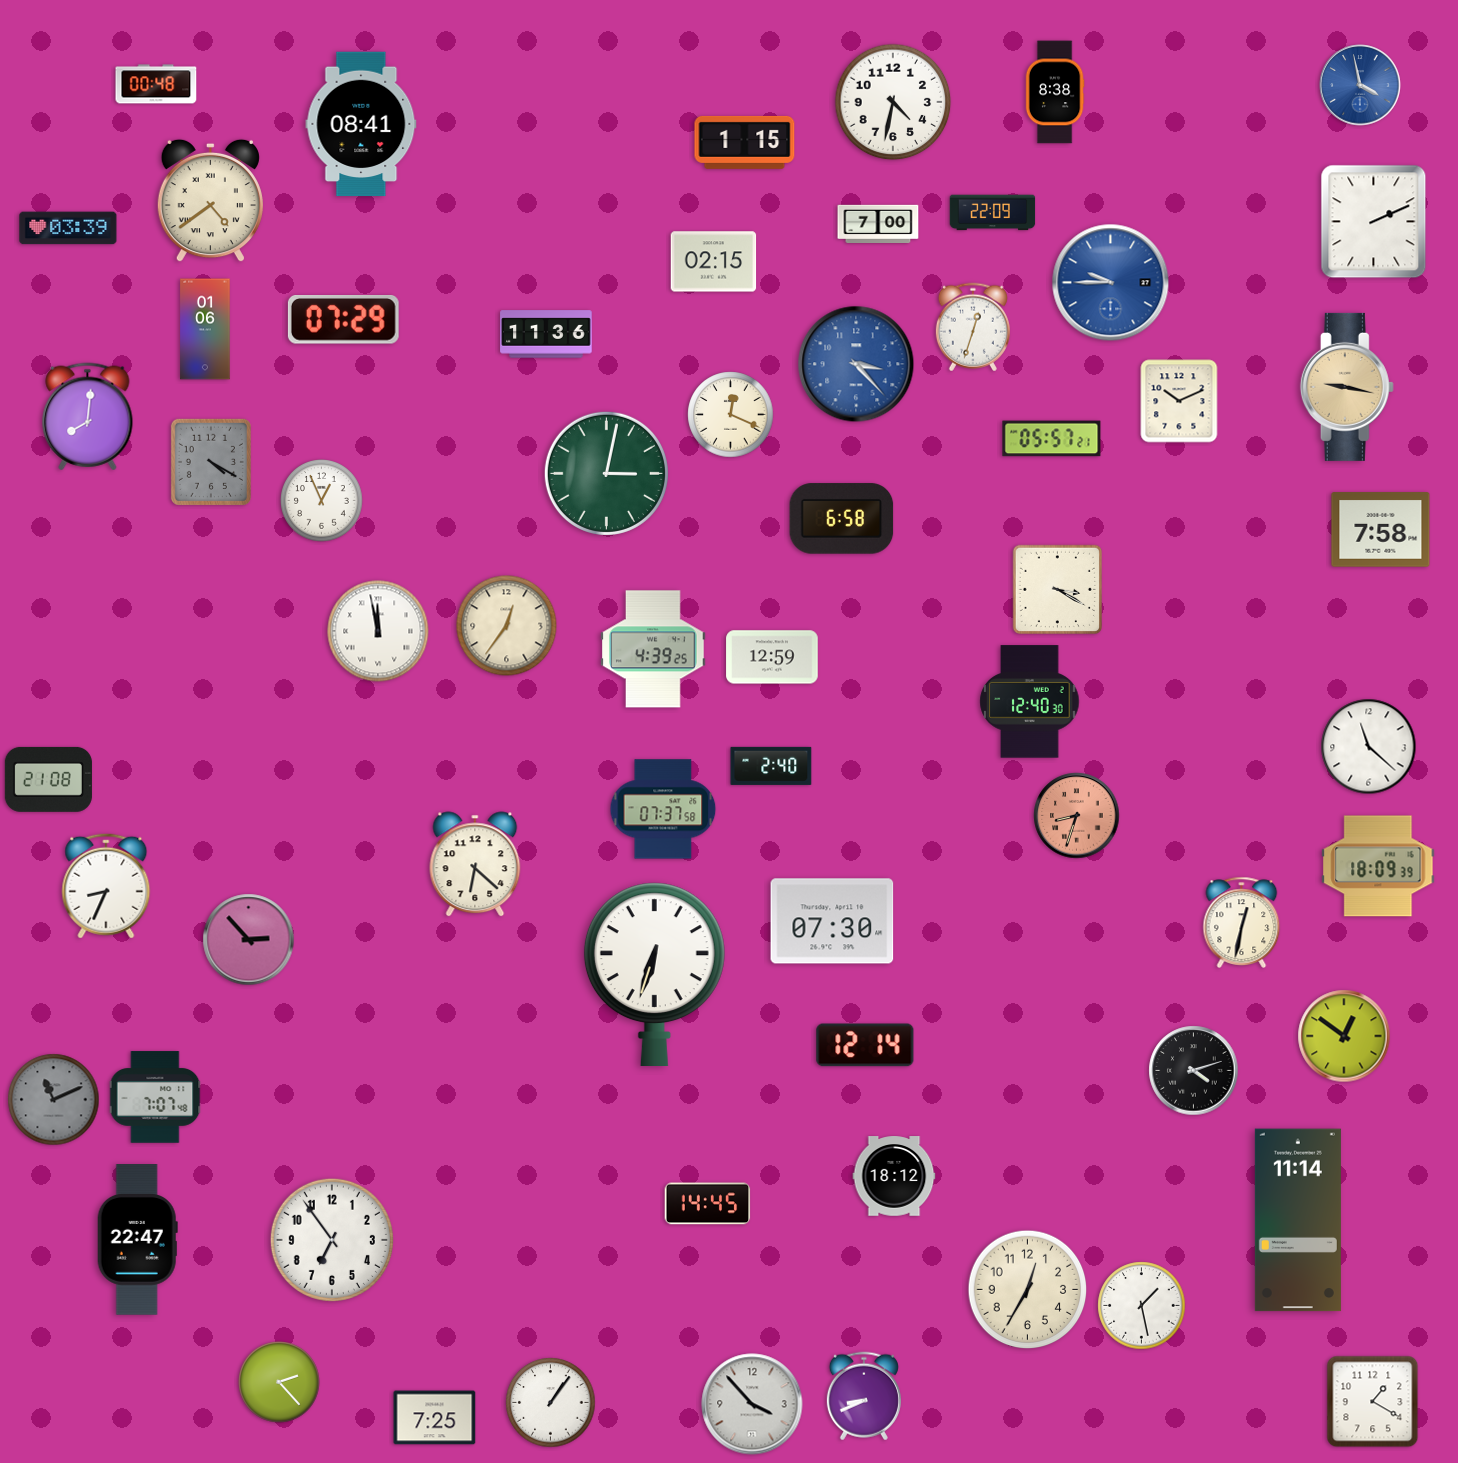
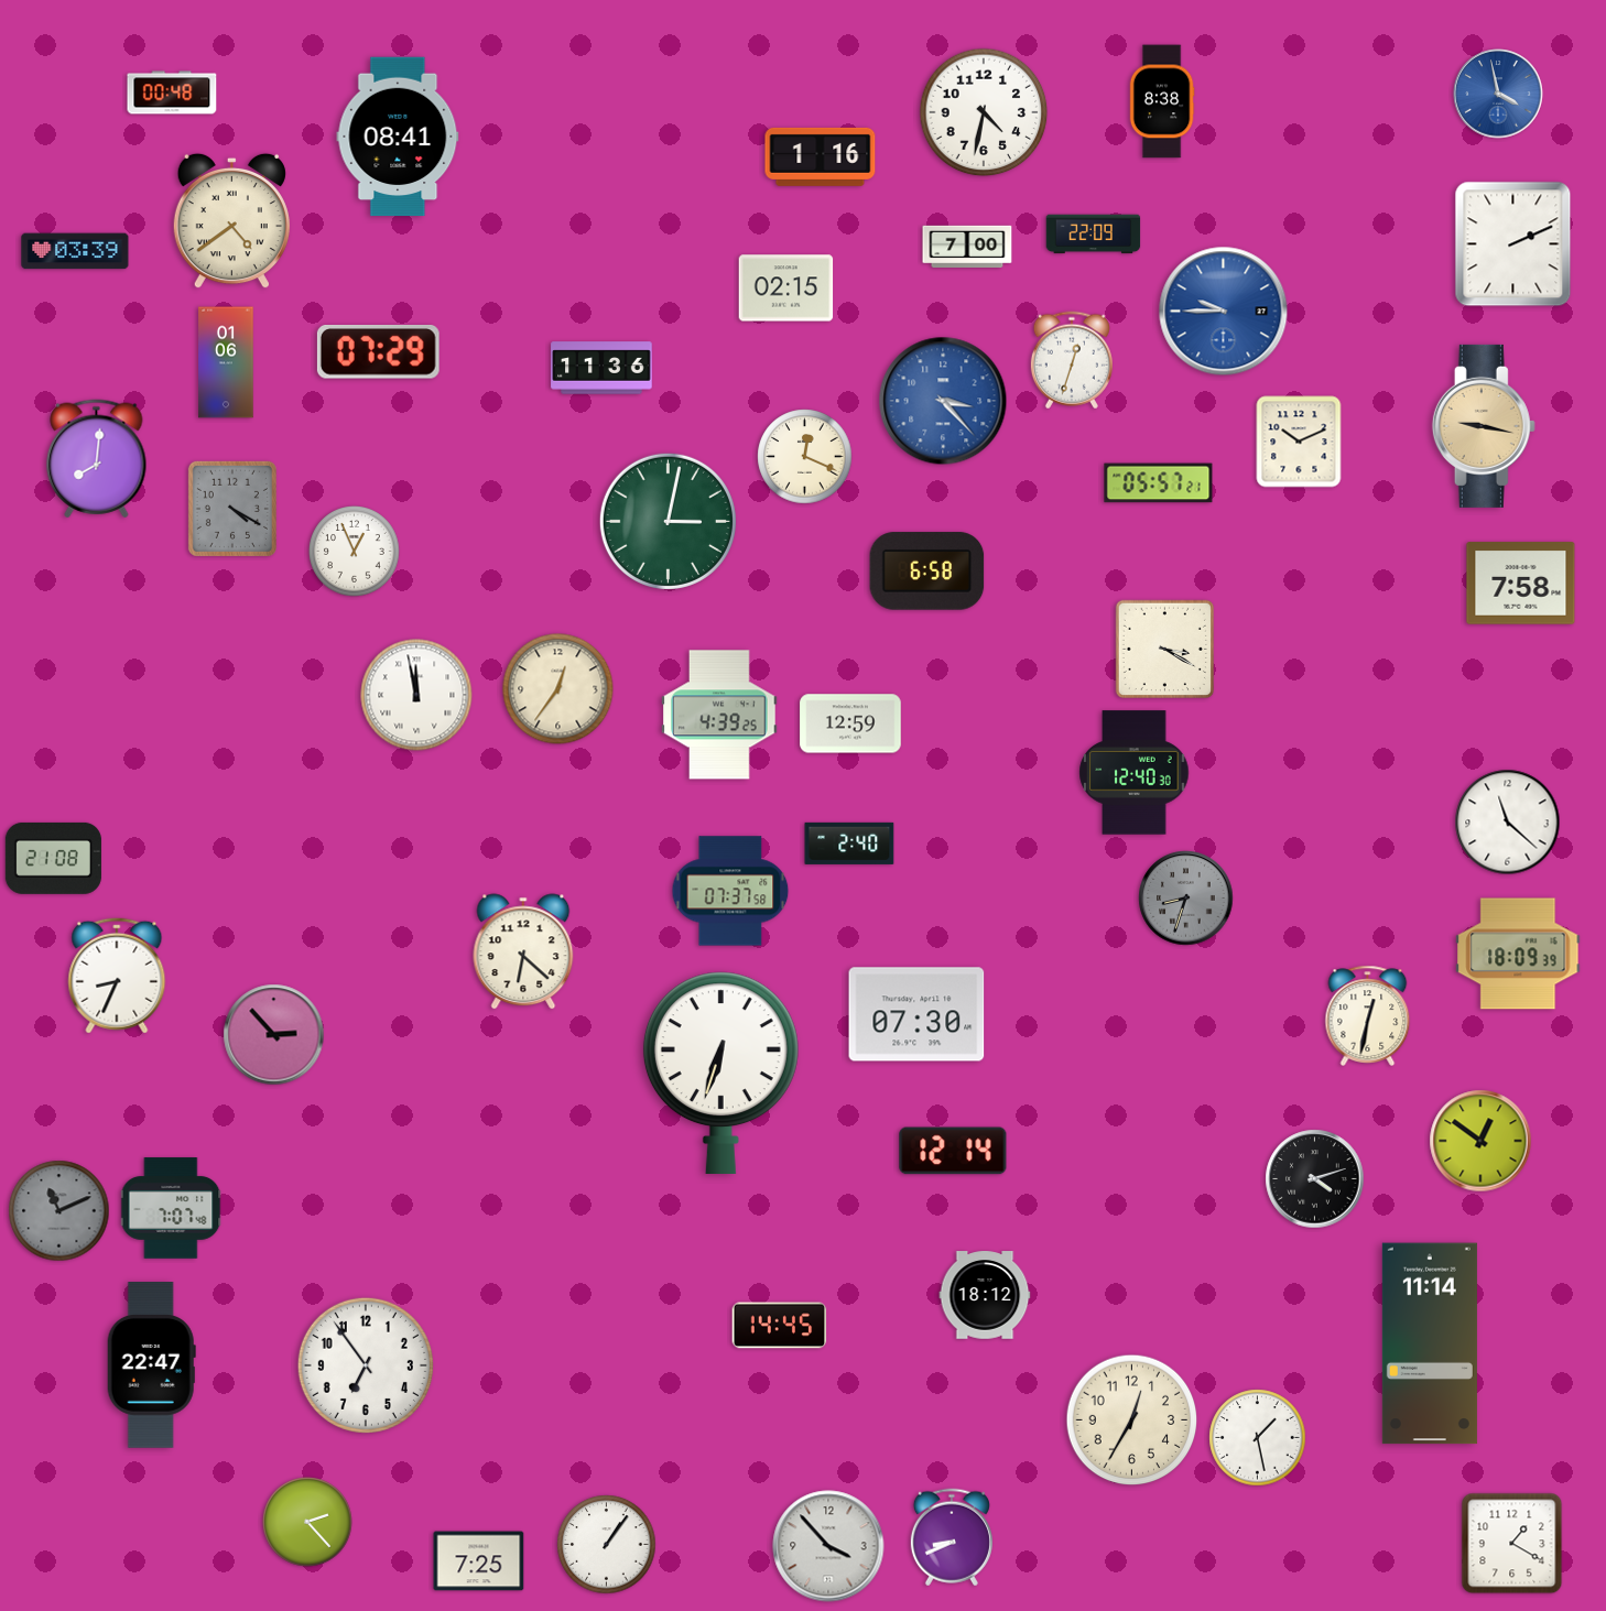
clock at (745, 142): 1:15 -> 1:16
clock at (1077, 816) dial: salmon -> grey
